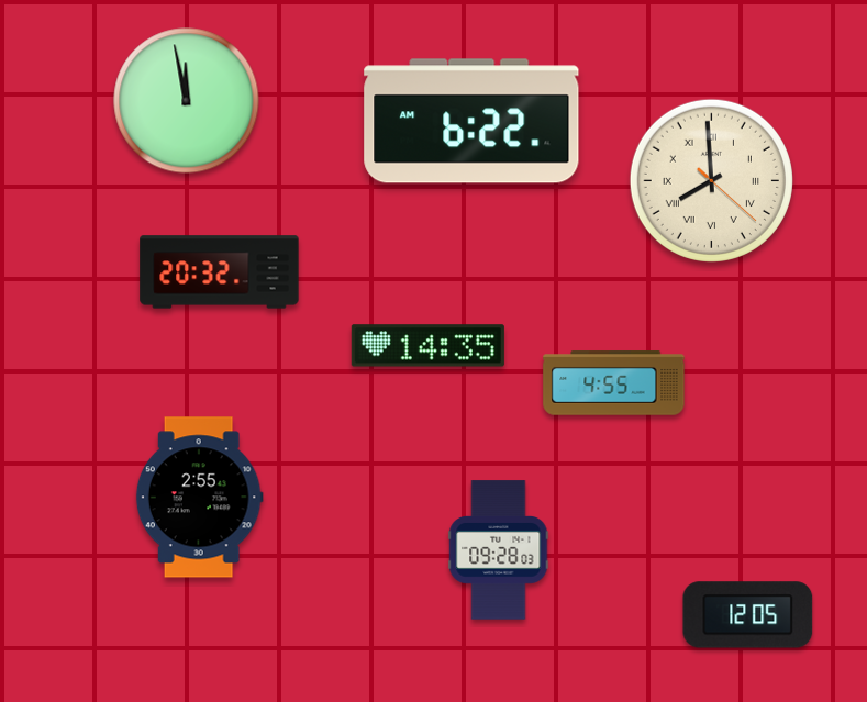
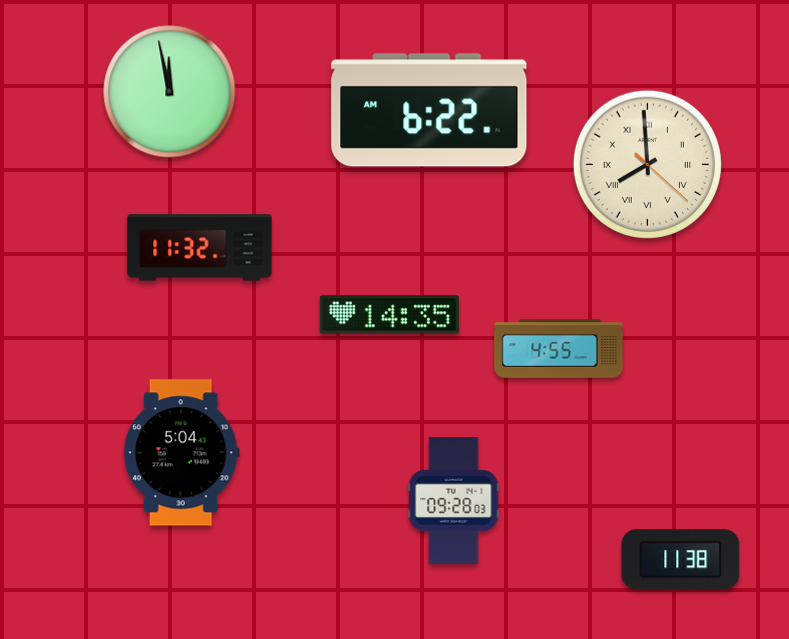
clock at (220, 272): 20:32 -> 11:32
clock at (199, 498): 2:55 -> 5:04
clock at (748, 615): 12:05 -> 11:38
